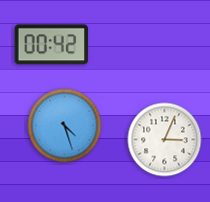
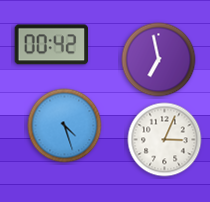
clock at (159, 60): none -> 6:58
